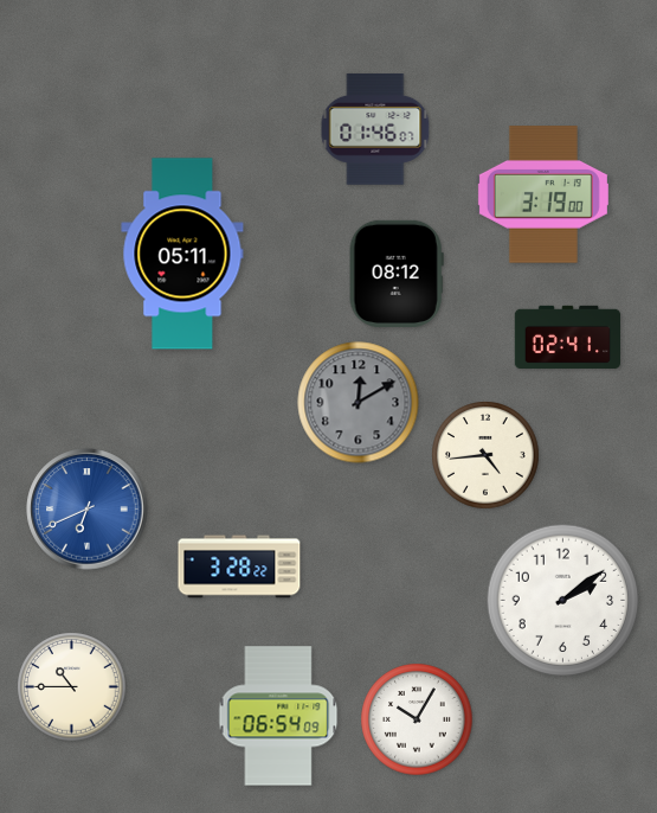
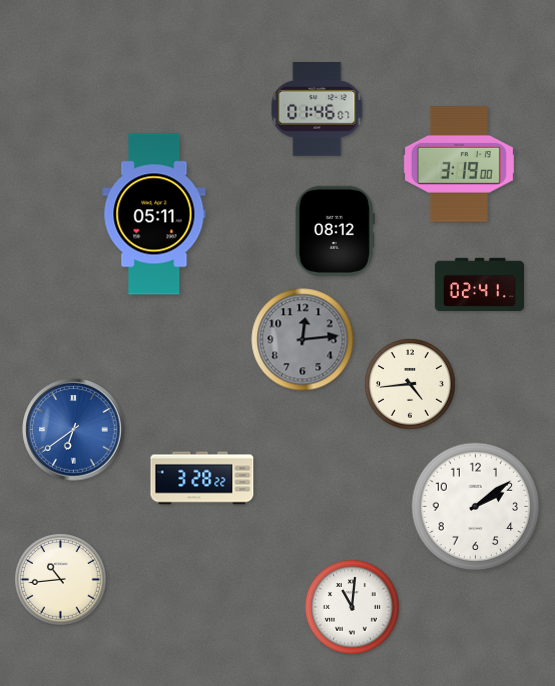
clock at (359, 403): 12:10 -> 12:14
clock at (88, 510): 6:41 -> 6:39
clock at (72, 687): 10:45 -> 10:44
clock at (278, 716): 06:54 -> none
clock at (417, 719): 10:05 -> 11:01
